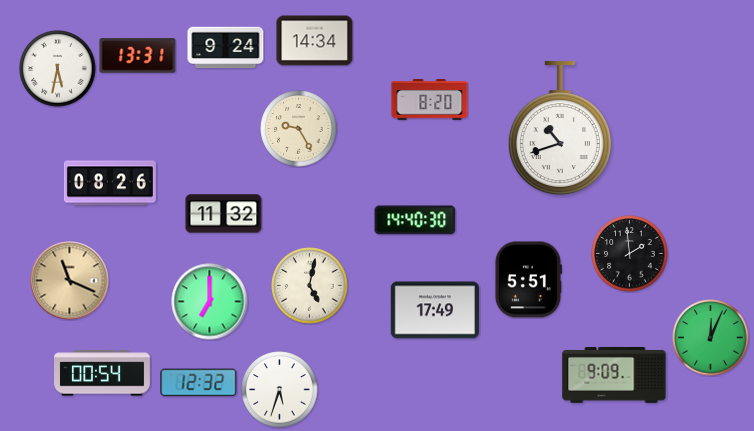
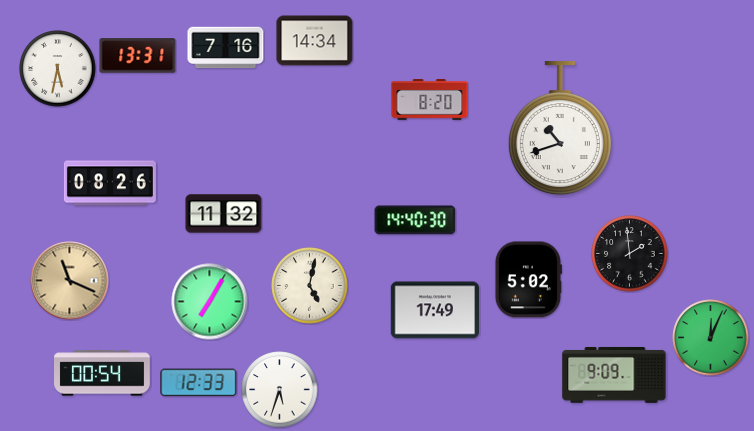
clock at (226, 48): 9:24 -> 7:16
clock at (299, 129): 9:25 -> none
clock at (528, 280): 5:51 -> 5:02
clock at (210, 302): 7:00 -> 7:05
clock at (199, 383): 12:32 -> 12:33
